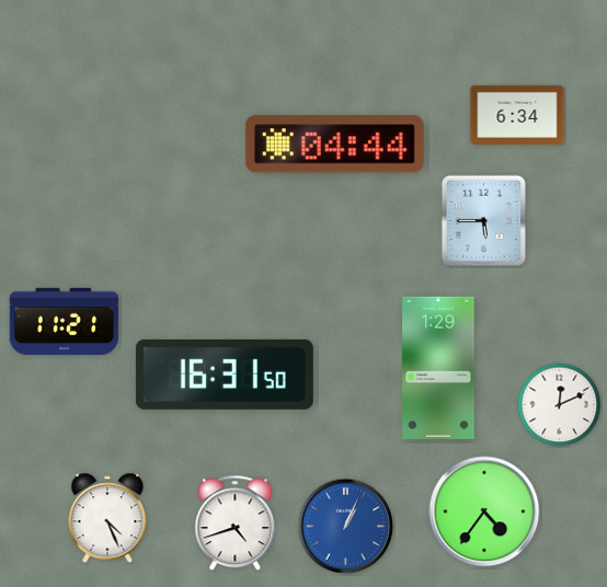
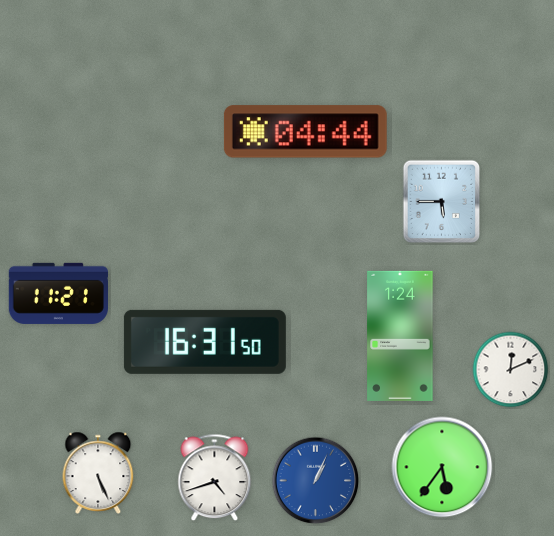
clock at (517, 115): 6:34 -> none
clock at (438, 368): 1:29 -> 1:24
clock at (484, 511): 4:36 -> 5:36
clock at (107, 517): 4:26 -> 5:26
